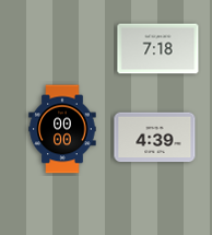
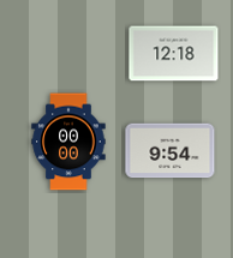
clock at (158, 49): 7:18 -> 12:18
clock at (155, 138): 4:39 -> 9:54
